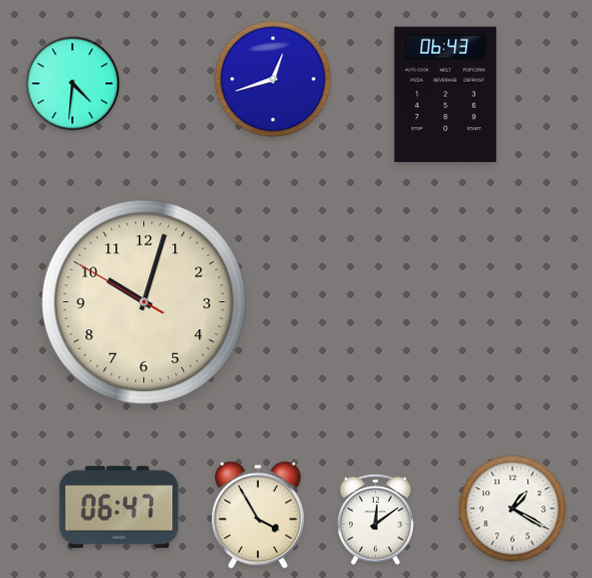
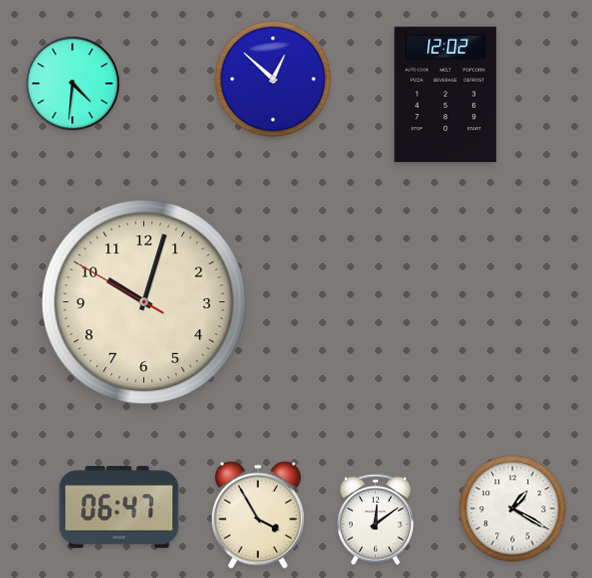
clock at (273, 79): 12:42 -> 12:52
clock at (446, 95): 06:43 -> 12:02
